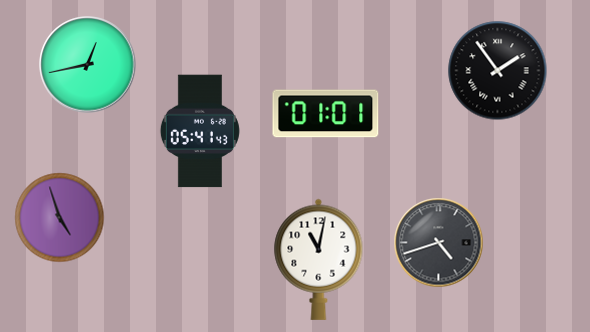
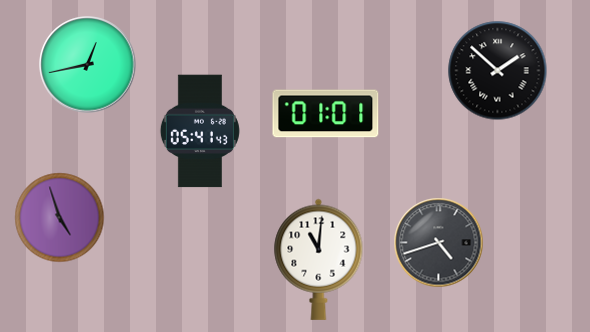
clock at (498, 71): 1:54 -> 1:52
clock at (319, 259): 11:02 -> 11:01
